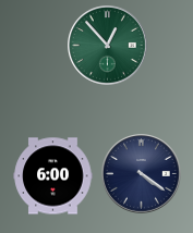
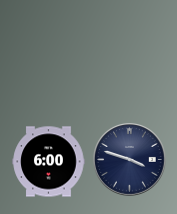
clock at (108, 46): 12:53 -> none
clock at (142, 174): 4:21 -> 3:48
